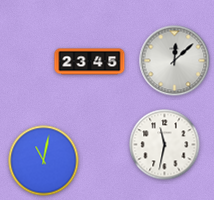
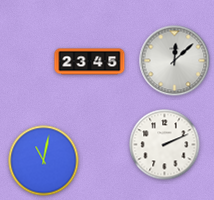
clock at (165, 145): 11:32 -> 2:11
